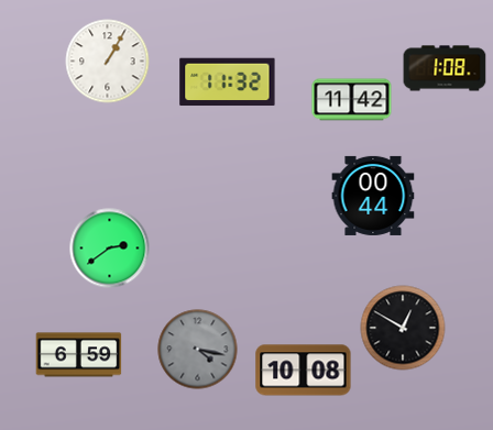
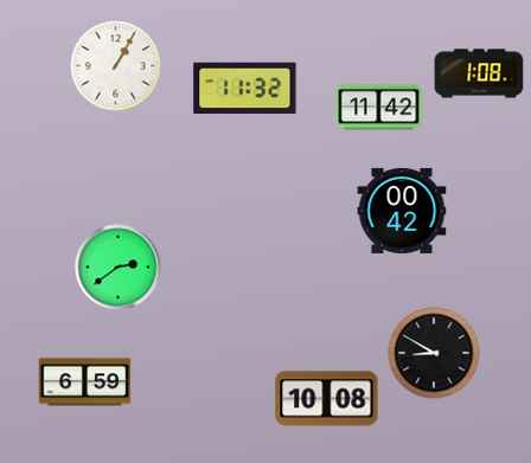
clock at (373, 196): 00:44 -> 00:42
clock at (403, 328): 12:50 -> 8:50
clock at (198, 350): 4:17 -> none
